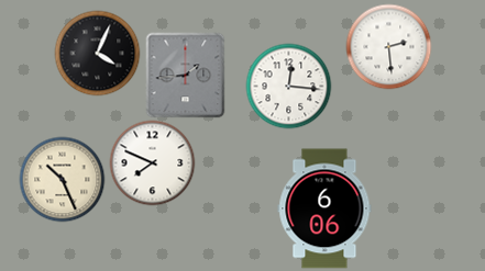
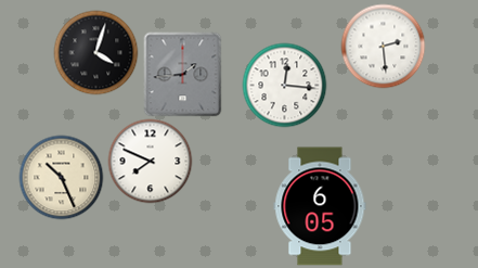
clock at (97, 53): 4:04 -> 4:03
clock at (324, 208): 6:06 -> 6:05
